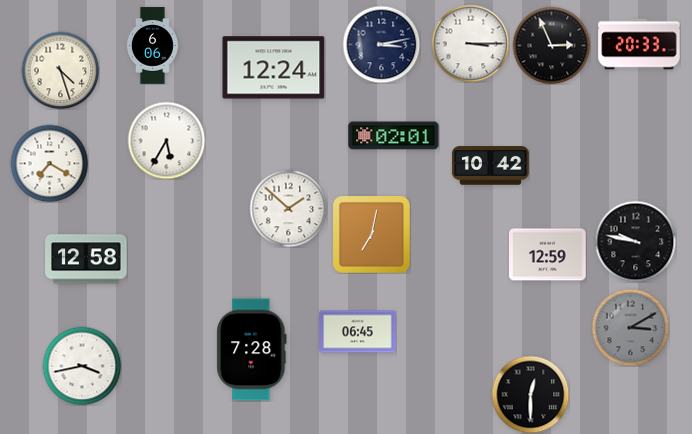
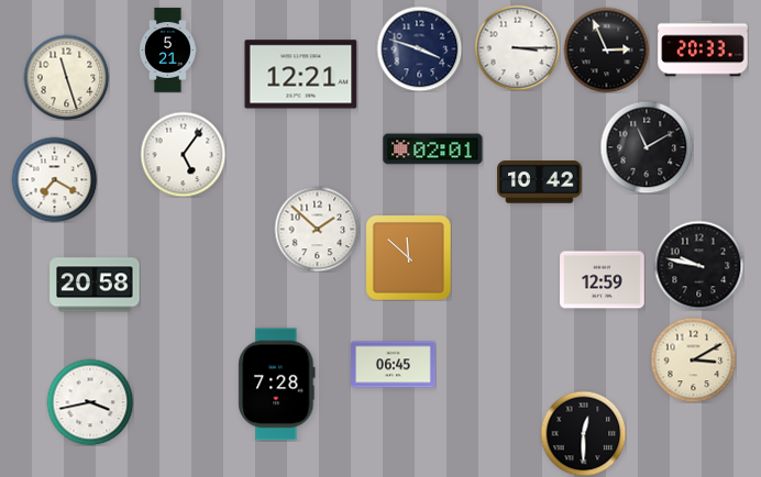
clock at (381, 44): 3:13 -> 3:48
clock at (152, 46): 6:06 -> 5:21
clock at (274, 68): 12:24 -> 12:21
clock at (60, 70): 4:27 -> 11:27
clock at (647, 147): none -> 11:10
clock at (166, 140): 5:35 -> 5:06
clock at (372, 235): 7:02 -> 11:52
clock at (86, 259): 12:58 -> 20:58
clock at (630, 327) dial: grey -> cream
